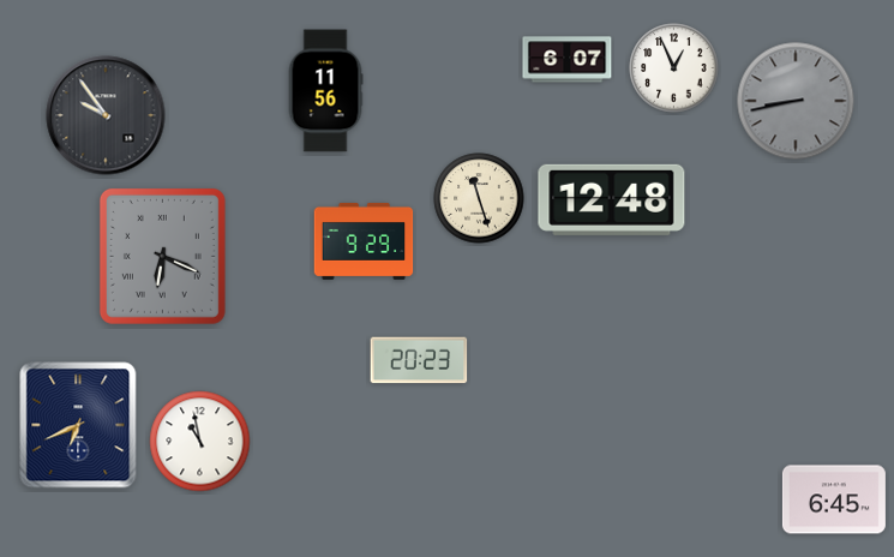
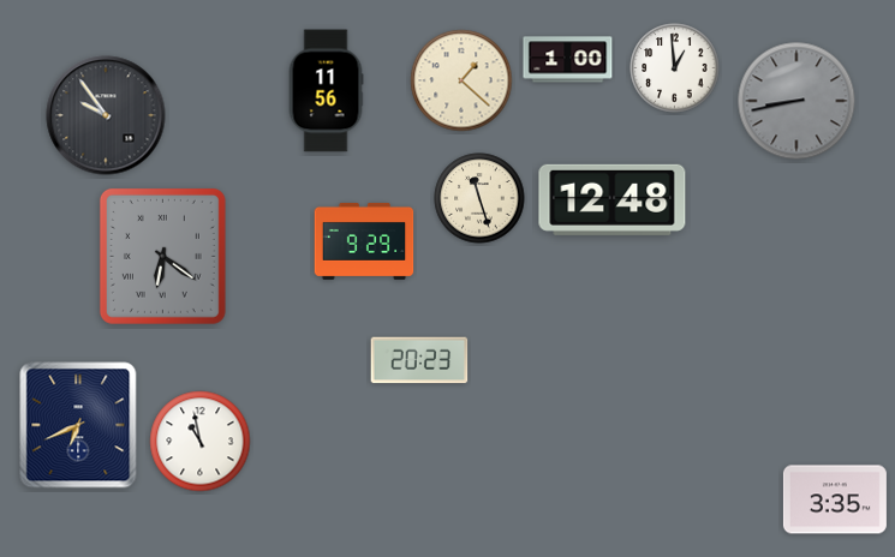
clock at (568, 60): 6:07 -> 1:00
clock at (674, 68): 12:56 -> 12:59
clock at (461, 80): none -> 1:22
clock at (162, 256): 6:19 -> 6:21
clock at (834, 499): 6:45 -> 3:35
